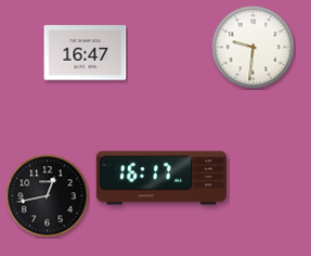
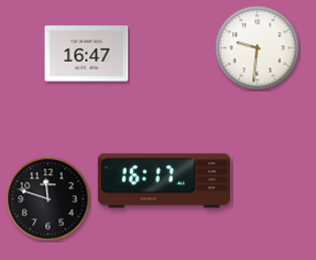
clock at (48, 196): 12:43 -> 11:48
